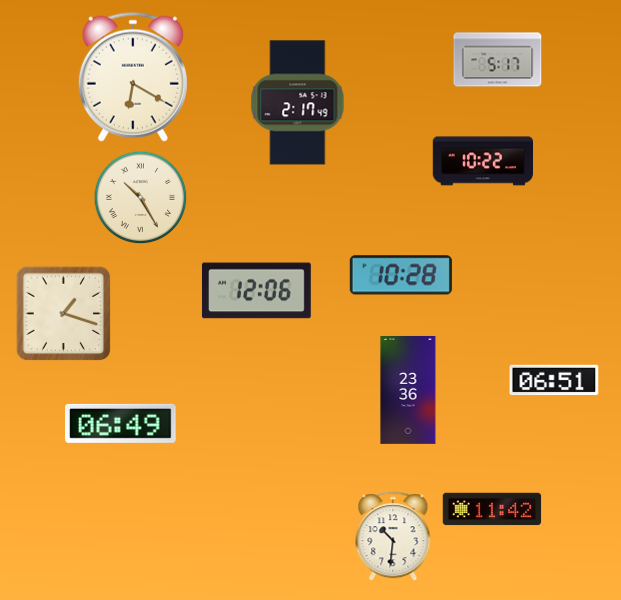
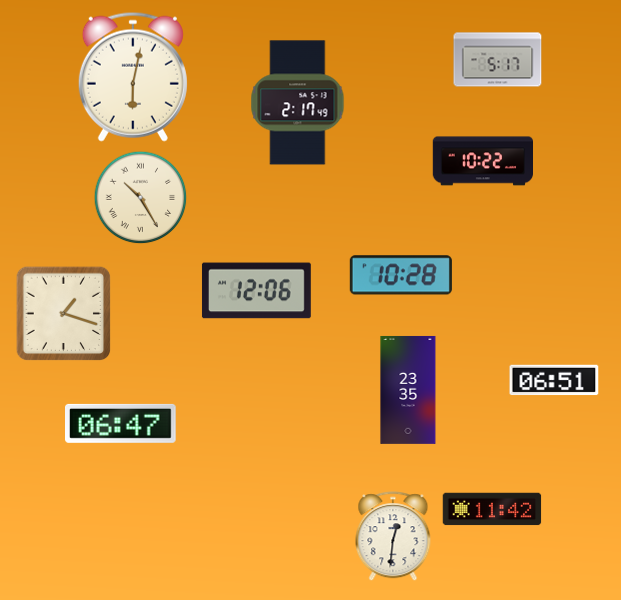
clock at (133, 77): 6:20 -> 6:02
clock at (408, 390): 23:36 -> 23:35
clock at (121, 423): 06:49 -> 06:47
clock at (393, 536): 10:31 -> 12:31
